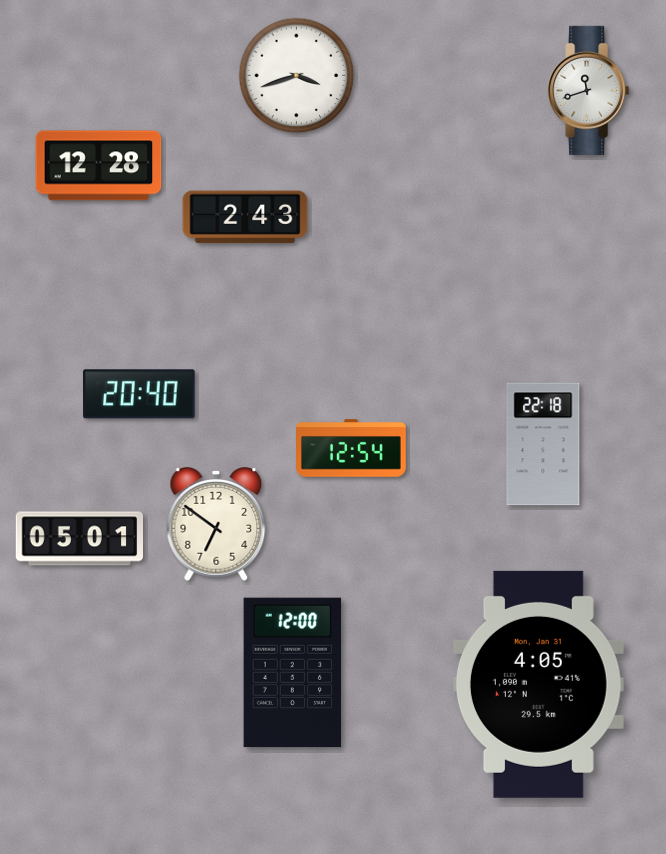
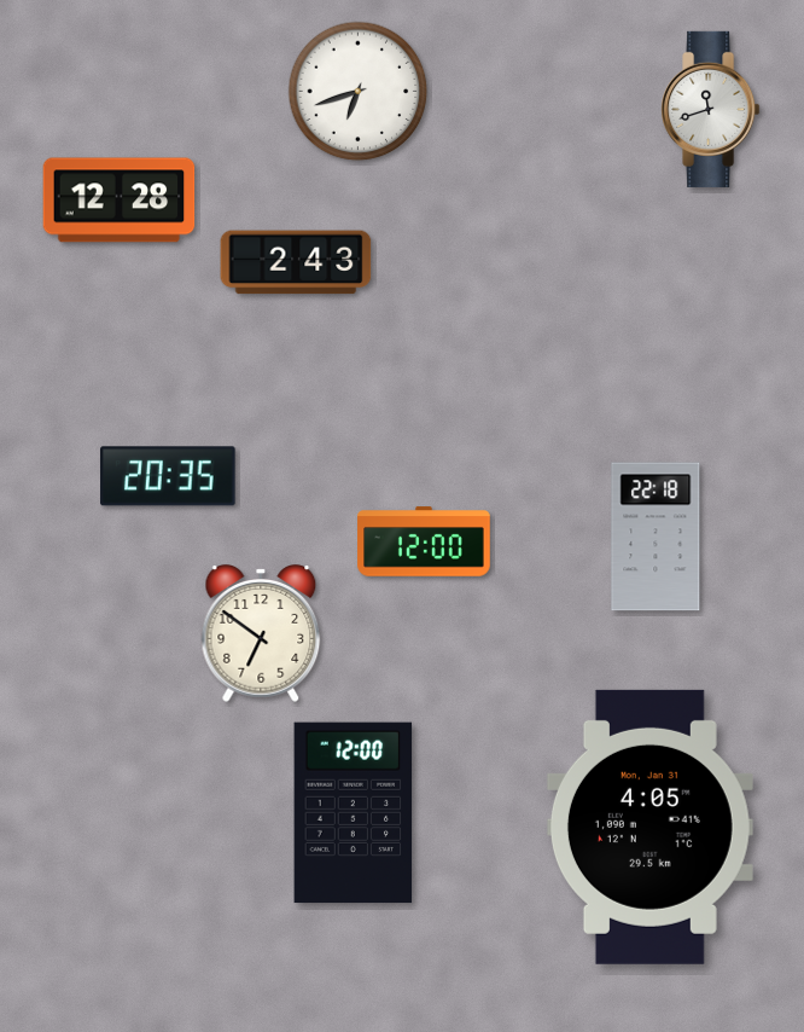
clock at (297, 76): 3:42 -> 6:42
clock at (139, 394): 20:40 -> 20:35
clock at (351, 448): 12:54 -> 12:00
clock at (79, 539): 05:01 -> none
